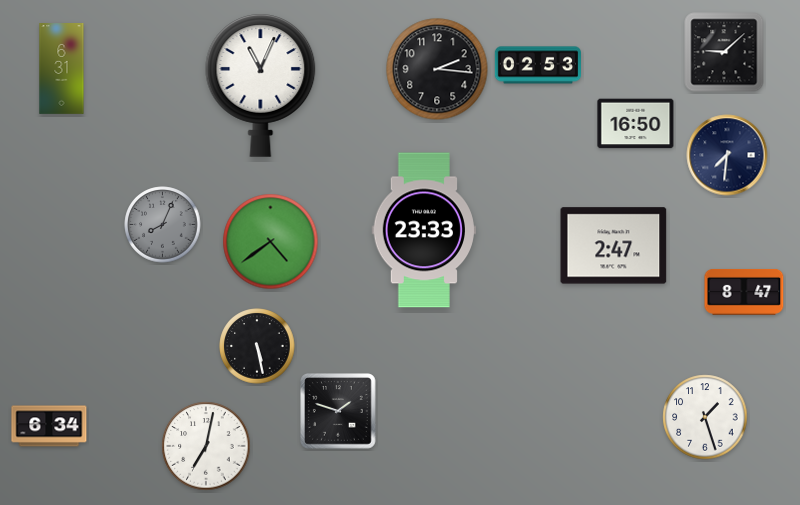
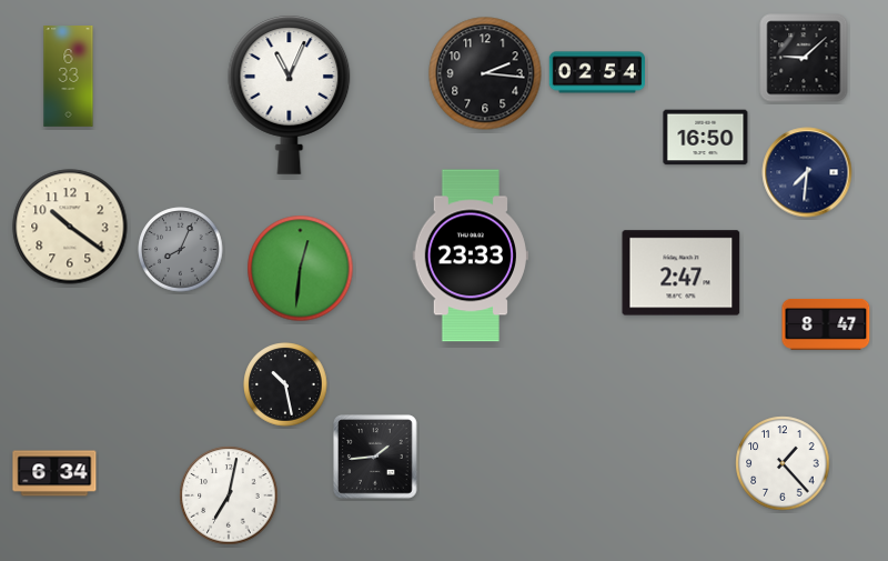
clock at (538, 65): 02:53 -> 02:54
clock at (62, 69): 6:31 -> 6:33
clock at (437, 69) position: (437, 69) -> (485, 73)
clock at (70, 227): none -> 10:21
clock at (271, 242): 4:39 -> 12:31
clock at (257, 346): 5:28 -> 10:28
clock at (338, 411): 1:48 -> 1:44
clock at (705, 417): 1:27 -> 1:23
